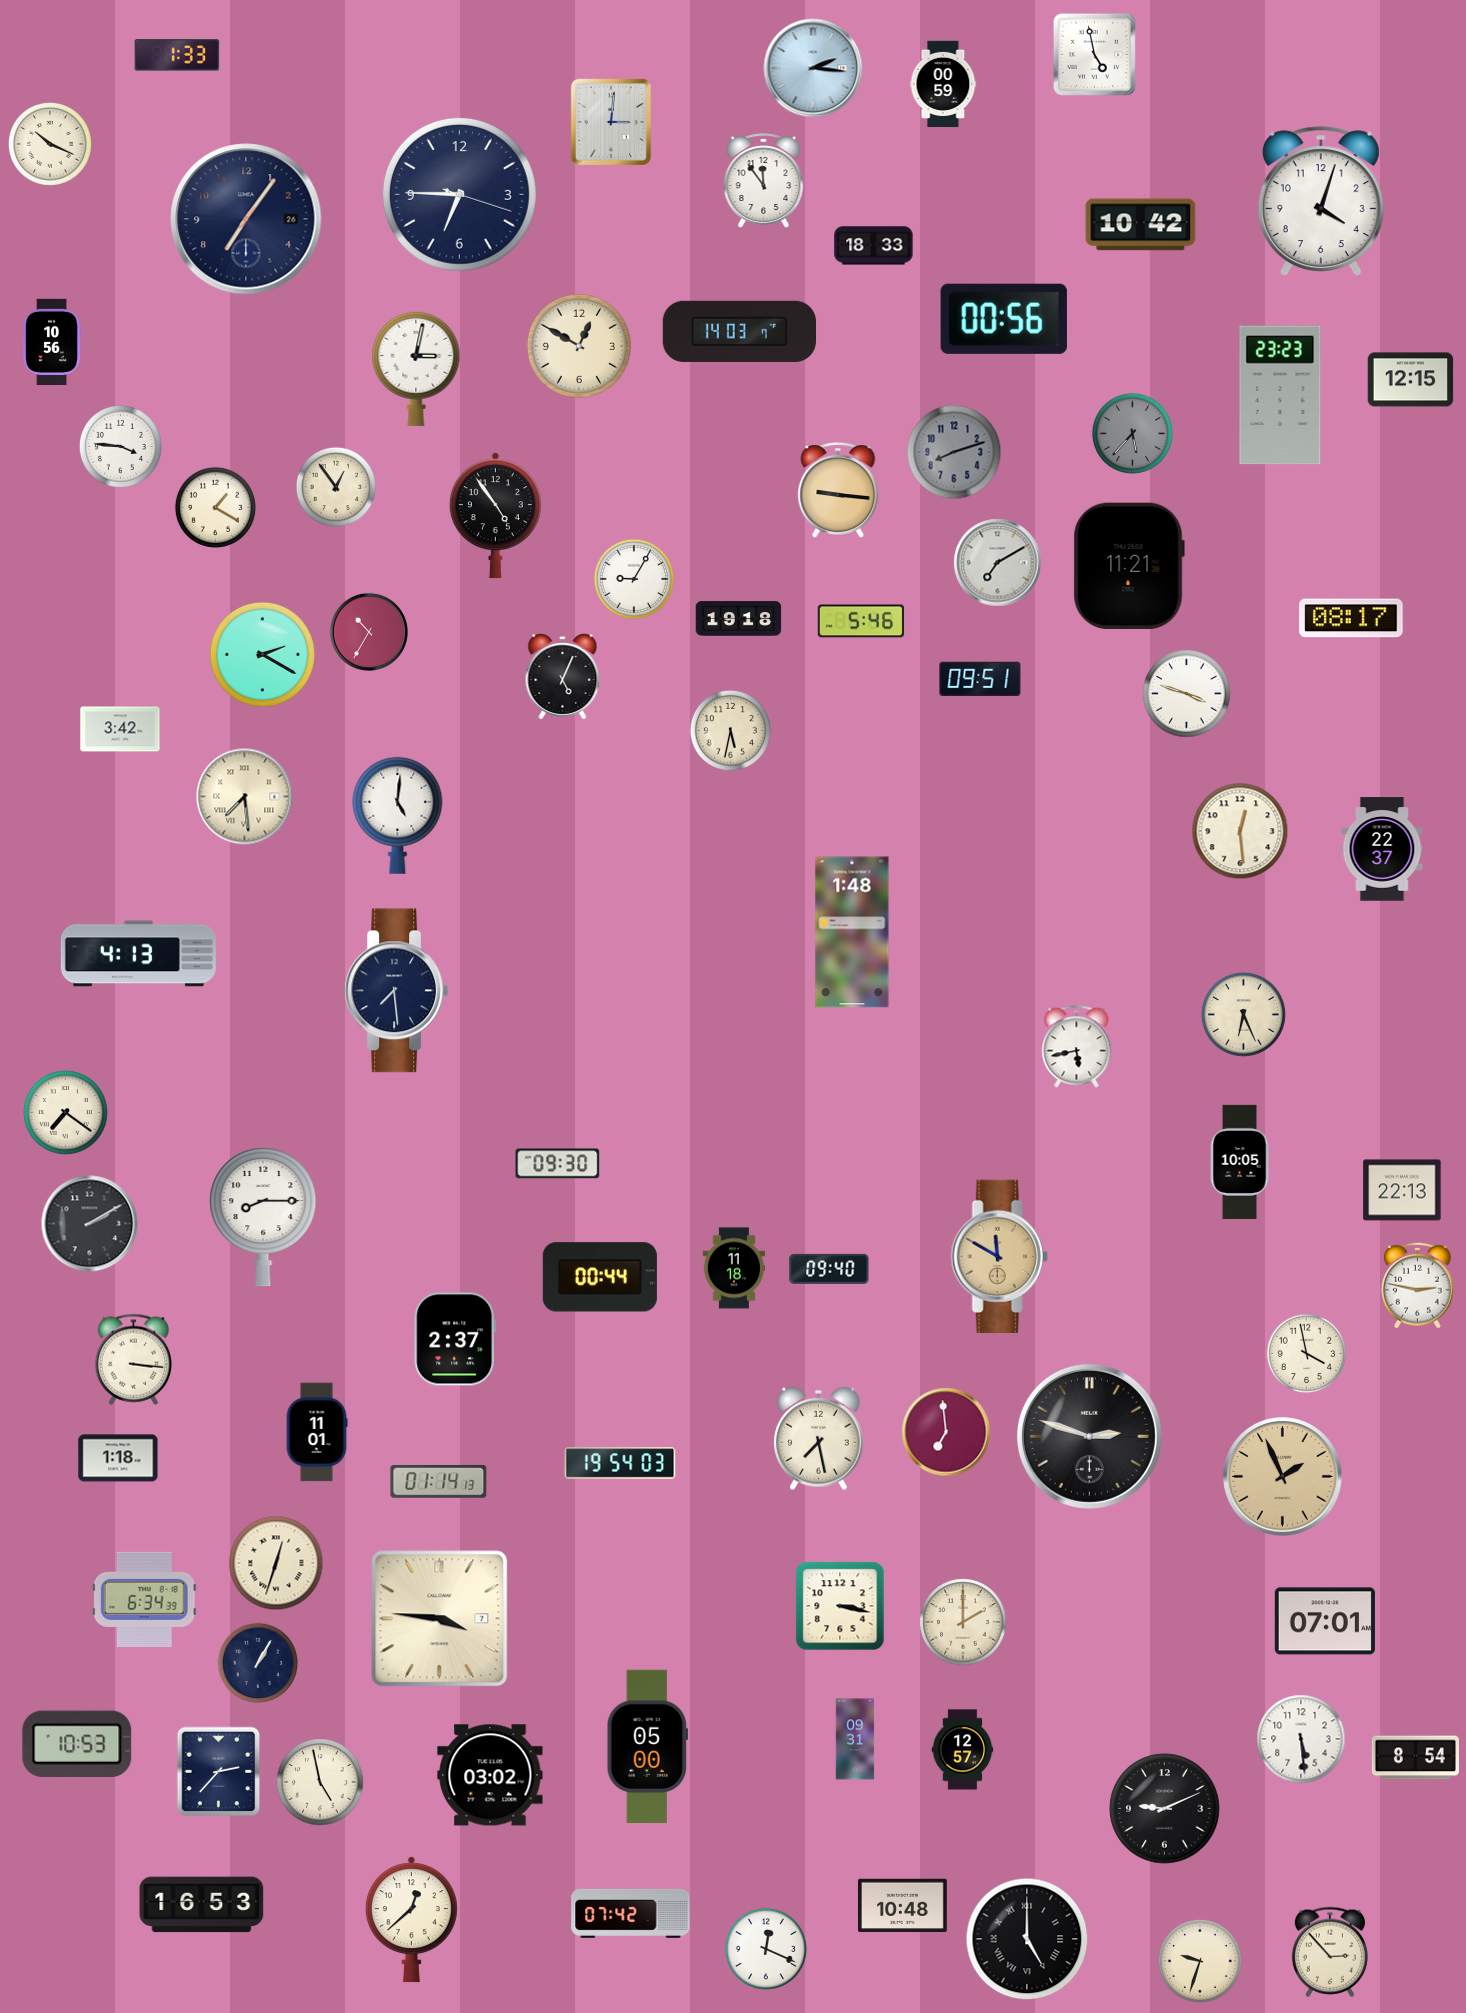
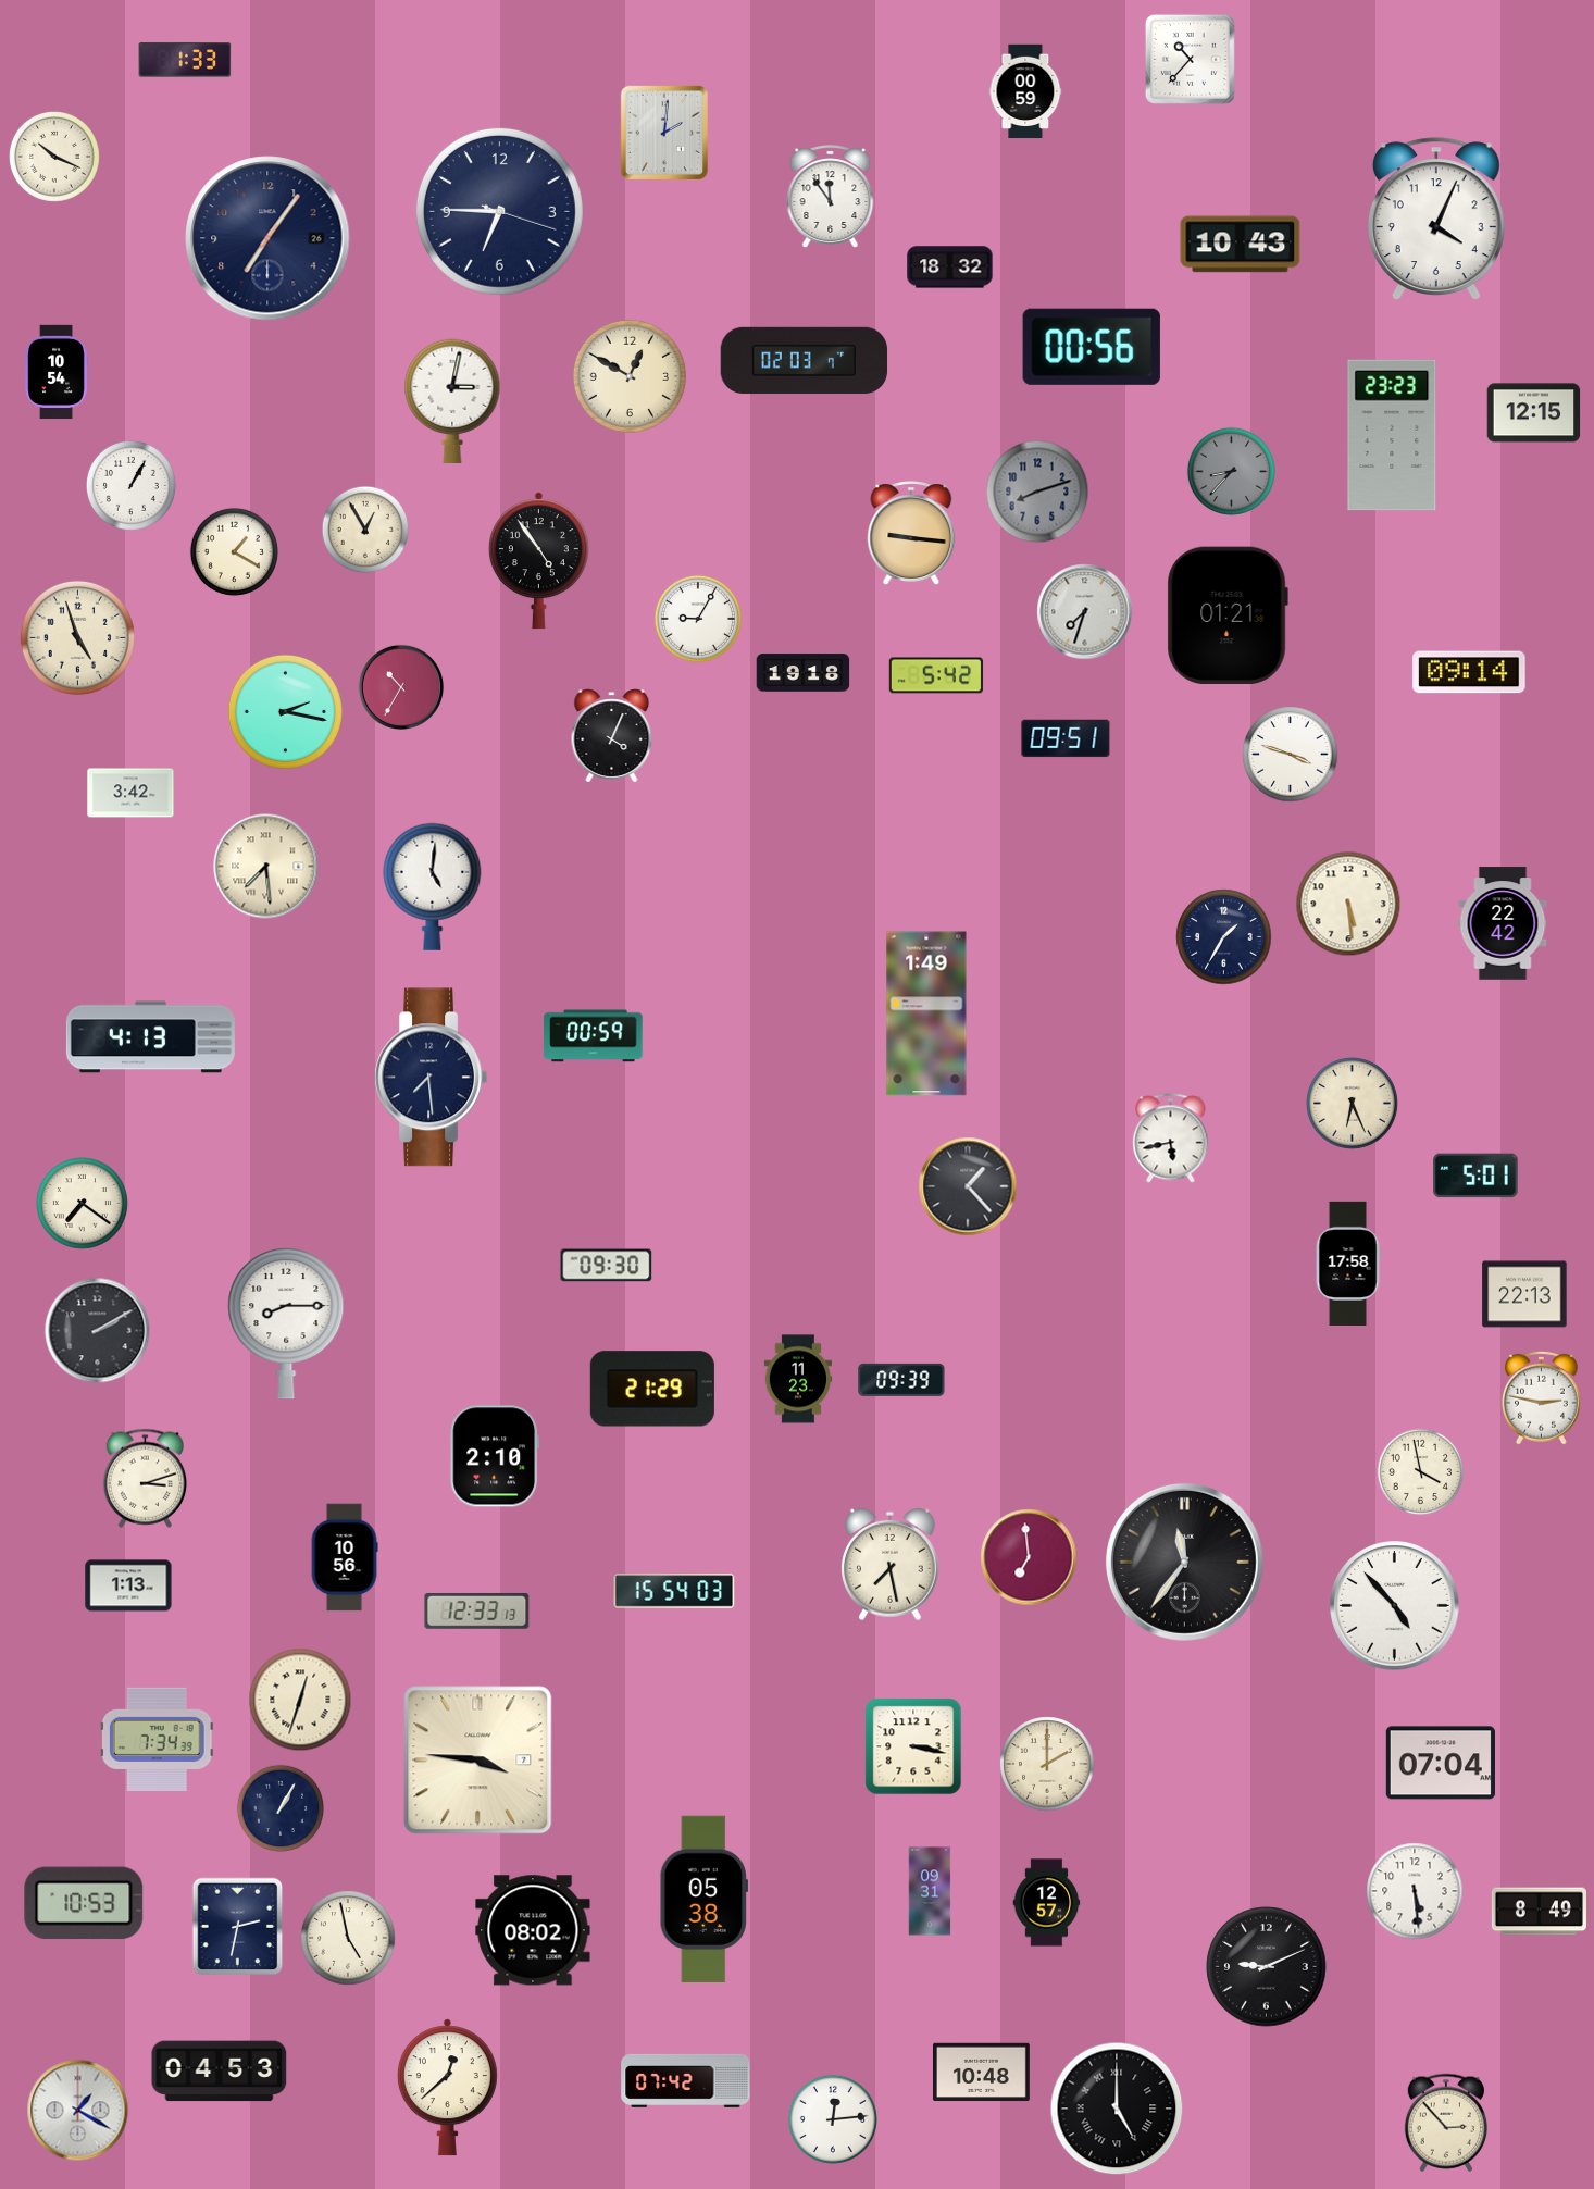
clock at (1094, 54): 4:58 -> 10:37
clock at (177, 55) position: (177, 55) -> (185, 60)
clock at (813, 68): 2:16 -> none
clock at (611, 122): 3:01 -> 2:01
clock at (1321, 201): 4:03 -> 4:04
clock at (1141, 225): 10:42 -> 10:43
clock at (874, 246): 18:33 -> 18:32
clock at (740, 331): 14:03 -> 02:03
clock at (52, 342): 10:56 -> 10:54
clock at (1280, 395) position: (1280, 395) -> (1392, 435)
clock at (1132, 433): 5:37 -> 8:37
clock at (120, 446): 3:46 -> 1:05
clock at (336, 487): 12:54 -> 12:55
clock at (998, 563): 7:10 -> 7:33
clock at (1129, 566): 11:21 -> 01:21
clock at (634, 579) position: (634, 579) -> (698, 619)
clock at (77, 637): none -> 4:57
clock at (1351, 618): 08:17 -> 09:14
clock at (861, 621): 5:46 -> 5:42
clock at (262, 654): 2:20 -> 2:17
clock at (563, 677): 5:04 -> 4:04
clock at (730, 730): 5:32 -> none
clock at (1240, 831): 12:29 -> 5:29
clock at (1382, 849): 22:37 -> 22:42
clock at (1224, 937): none -> 1:35
clock at (852, 932): 1:48 -> 1:49
clock at (594, 1036): none -> 00:59
clock at (1475, 1176): none -> 5:01
clock at (968, 1186): none -> 1:23
clock at (66, 1113) position: (66, 1113) -> (83, 1204)
clock at (1240, 1162): 10:05 -> 17:58
clock at (999, 1256): 11:50 -> none
clock at (733, 1268): 11:18 -> 11:23
clock at (829, 1269): 09:40 -> 09:39
clock at (600, 1277): 00:44 -> 21:29
clock at (455, 1339): 2:37 -> 2:10
clock at (134, 1359): 3:16 -> 3:12
clock at (317, 1432): 11:01 -> 10:56
clock at (1089, 1436): 2:48 -> 11:36
clock at (118, 1458): 1:18 -> 1:13
clock at (620, 1463): 19:54 -> 15:54
clock at (1283, 1477): 1:56 -> 4:53
clock at (1283, 1477) dial: champagne -> white
clock at (439, 1481): 01:14 -> 12:33
clock at (144, 1599): 6:34 -> 7:34
clock at (1325, 1621): 07:01 -> 07:04
clock at (77, 1744) position: (77, 1744) -> (84, 1903)
clock at (647, 1747): 05:00 -> 05:38
clock at (1415, 1758): 8:54 -> 8:49
clock at (219, 1772): 2:37 -> 2:32
clock at (490, 1775): 03:02 -> 08:02
clock at (202, 1905): 16:53 -> 04:53
clock at (78, 2111): none -> 1:20
clock at (766, 1949): 12:19 -> 12:14
clock at (1200, 1961): 9:33 -> none
